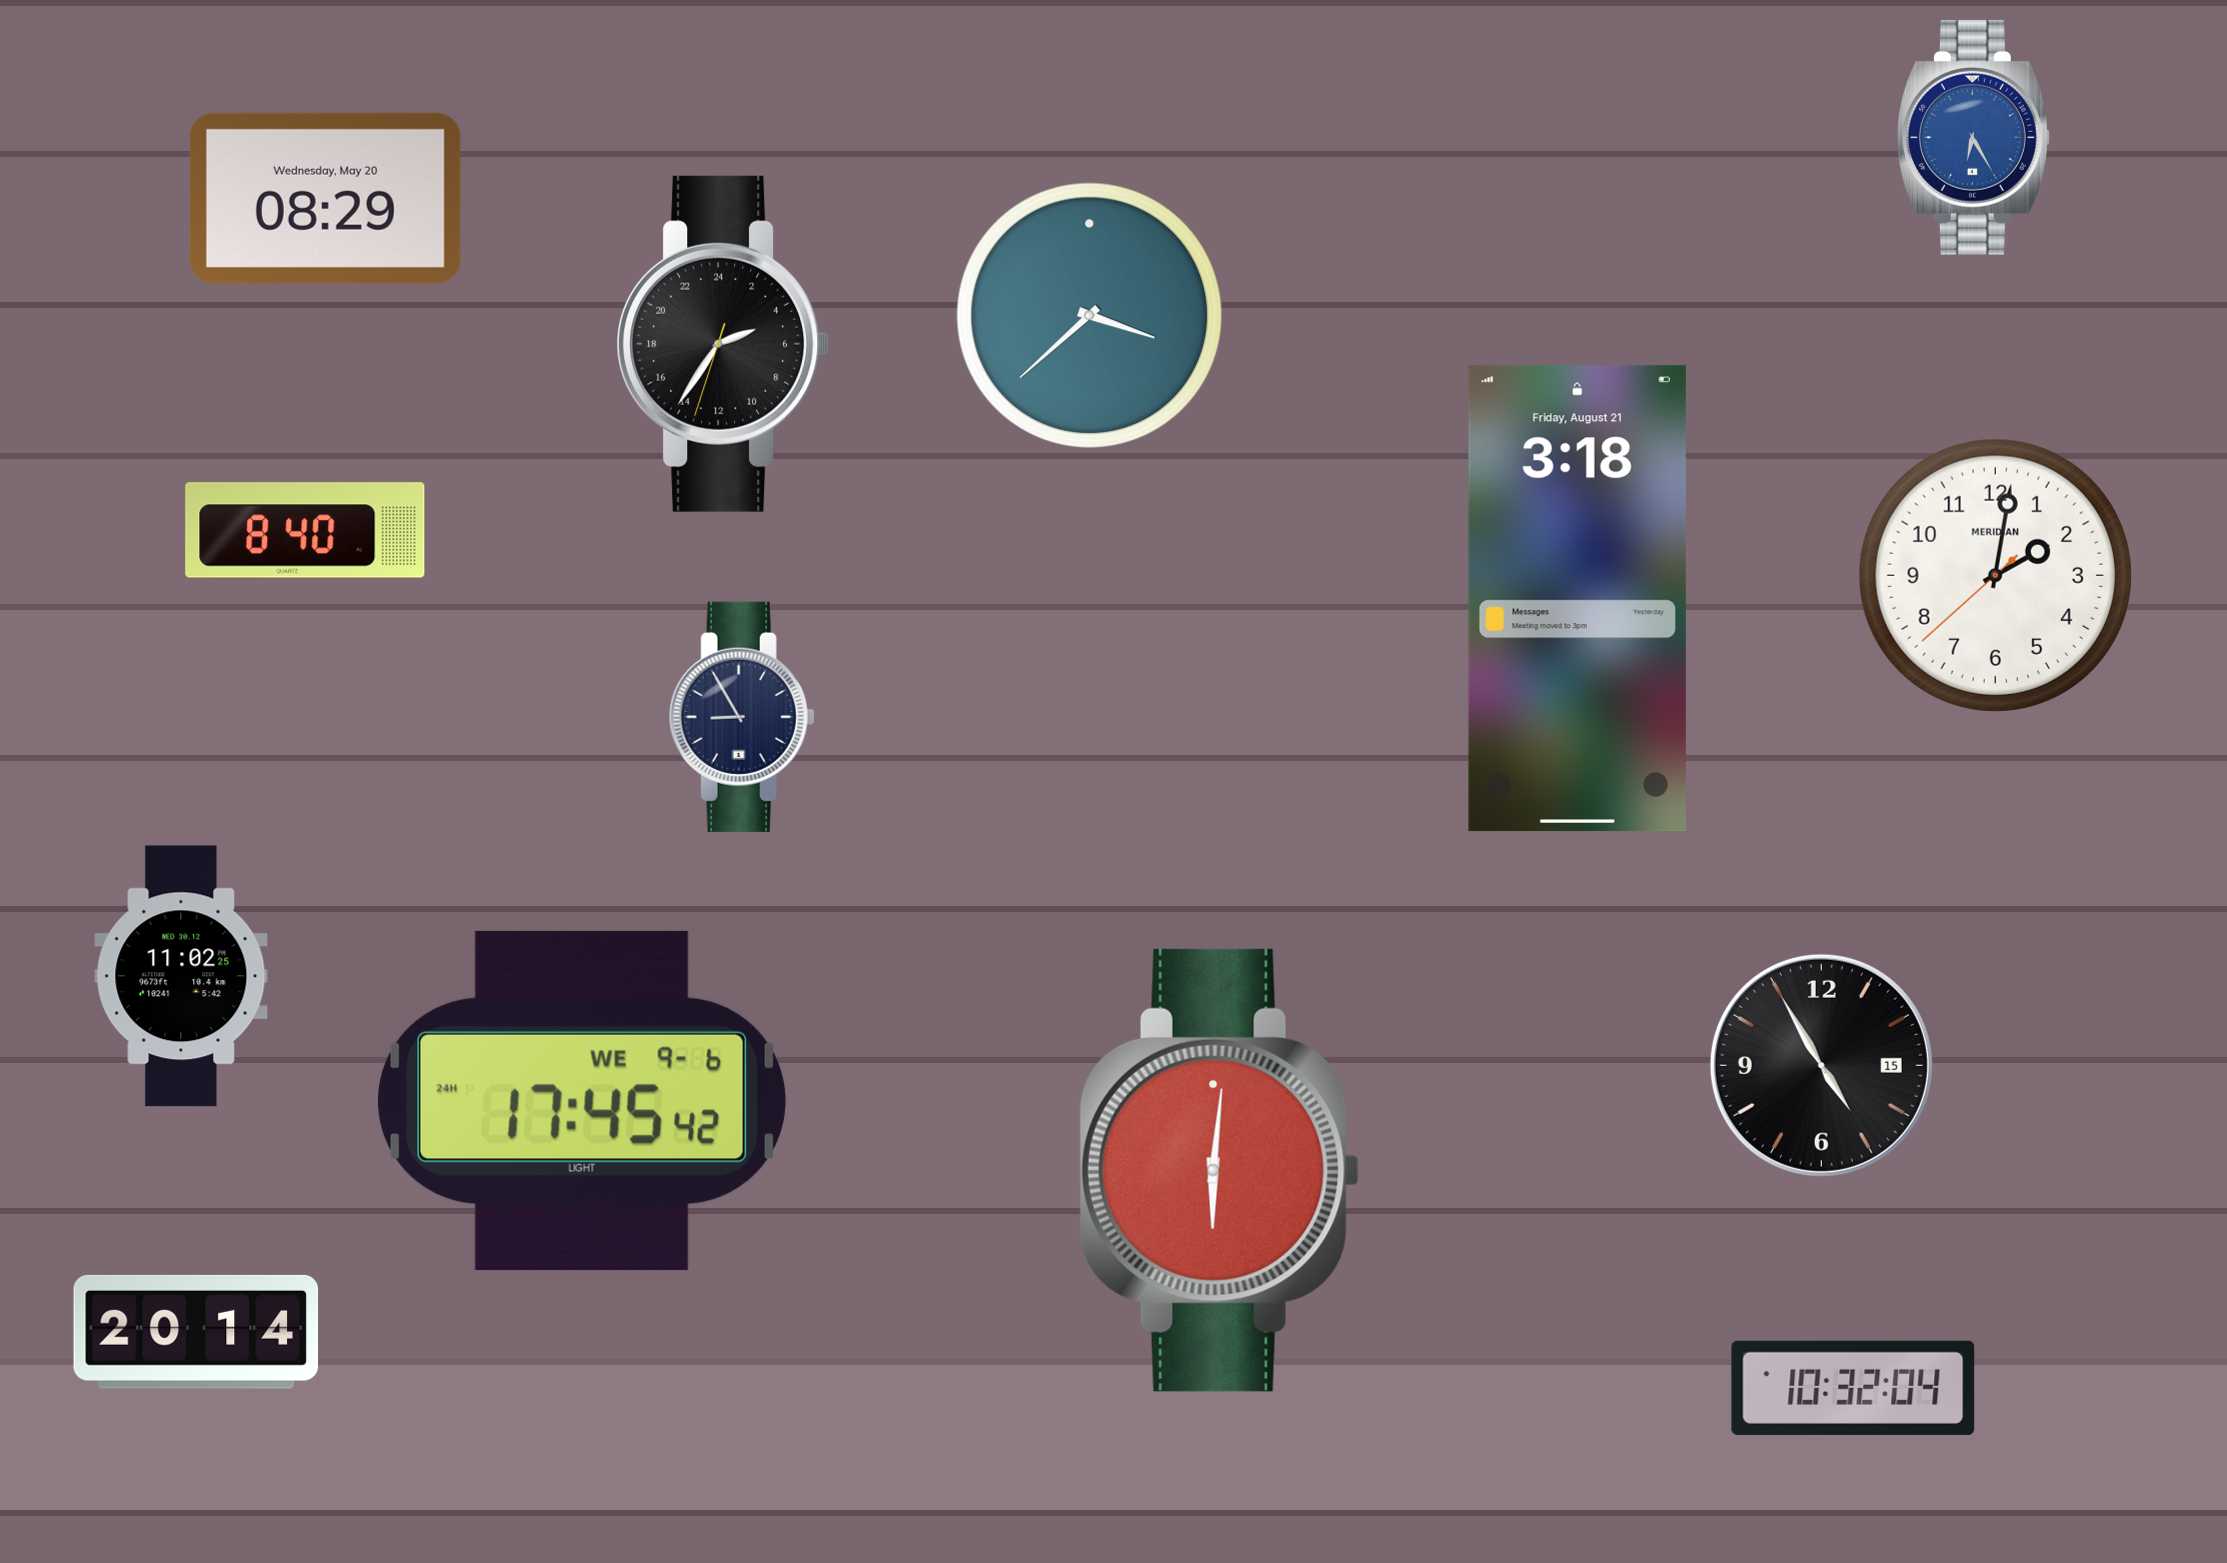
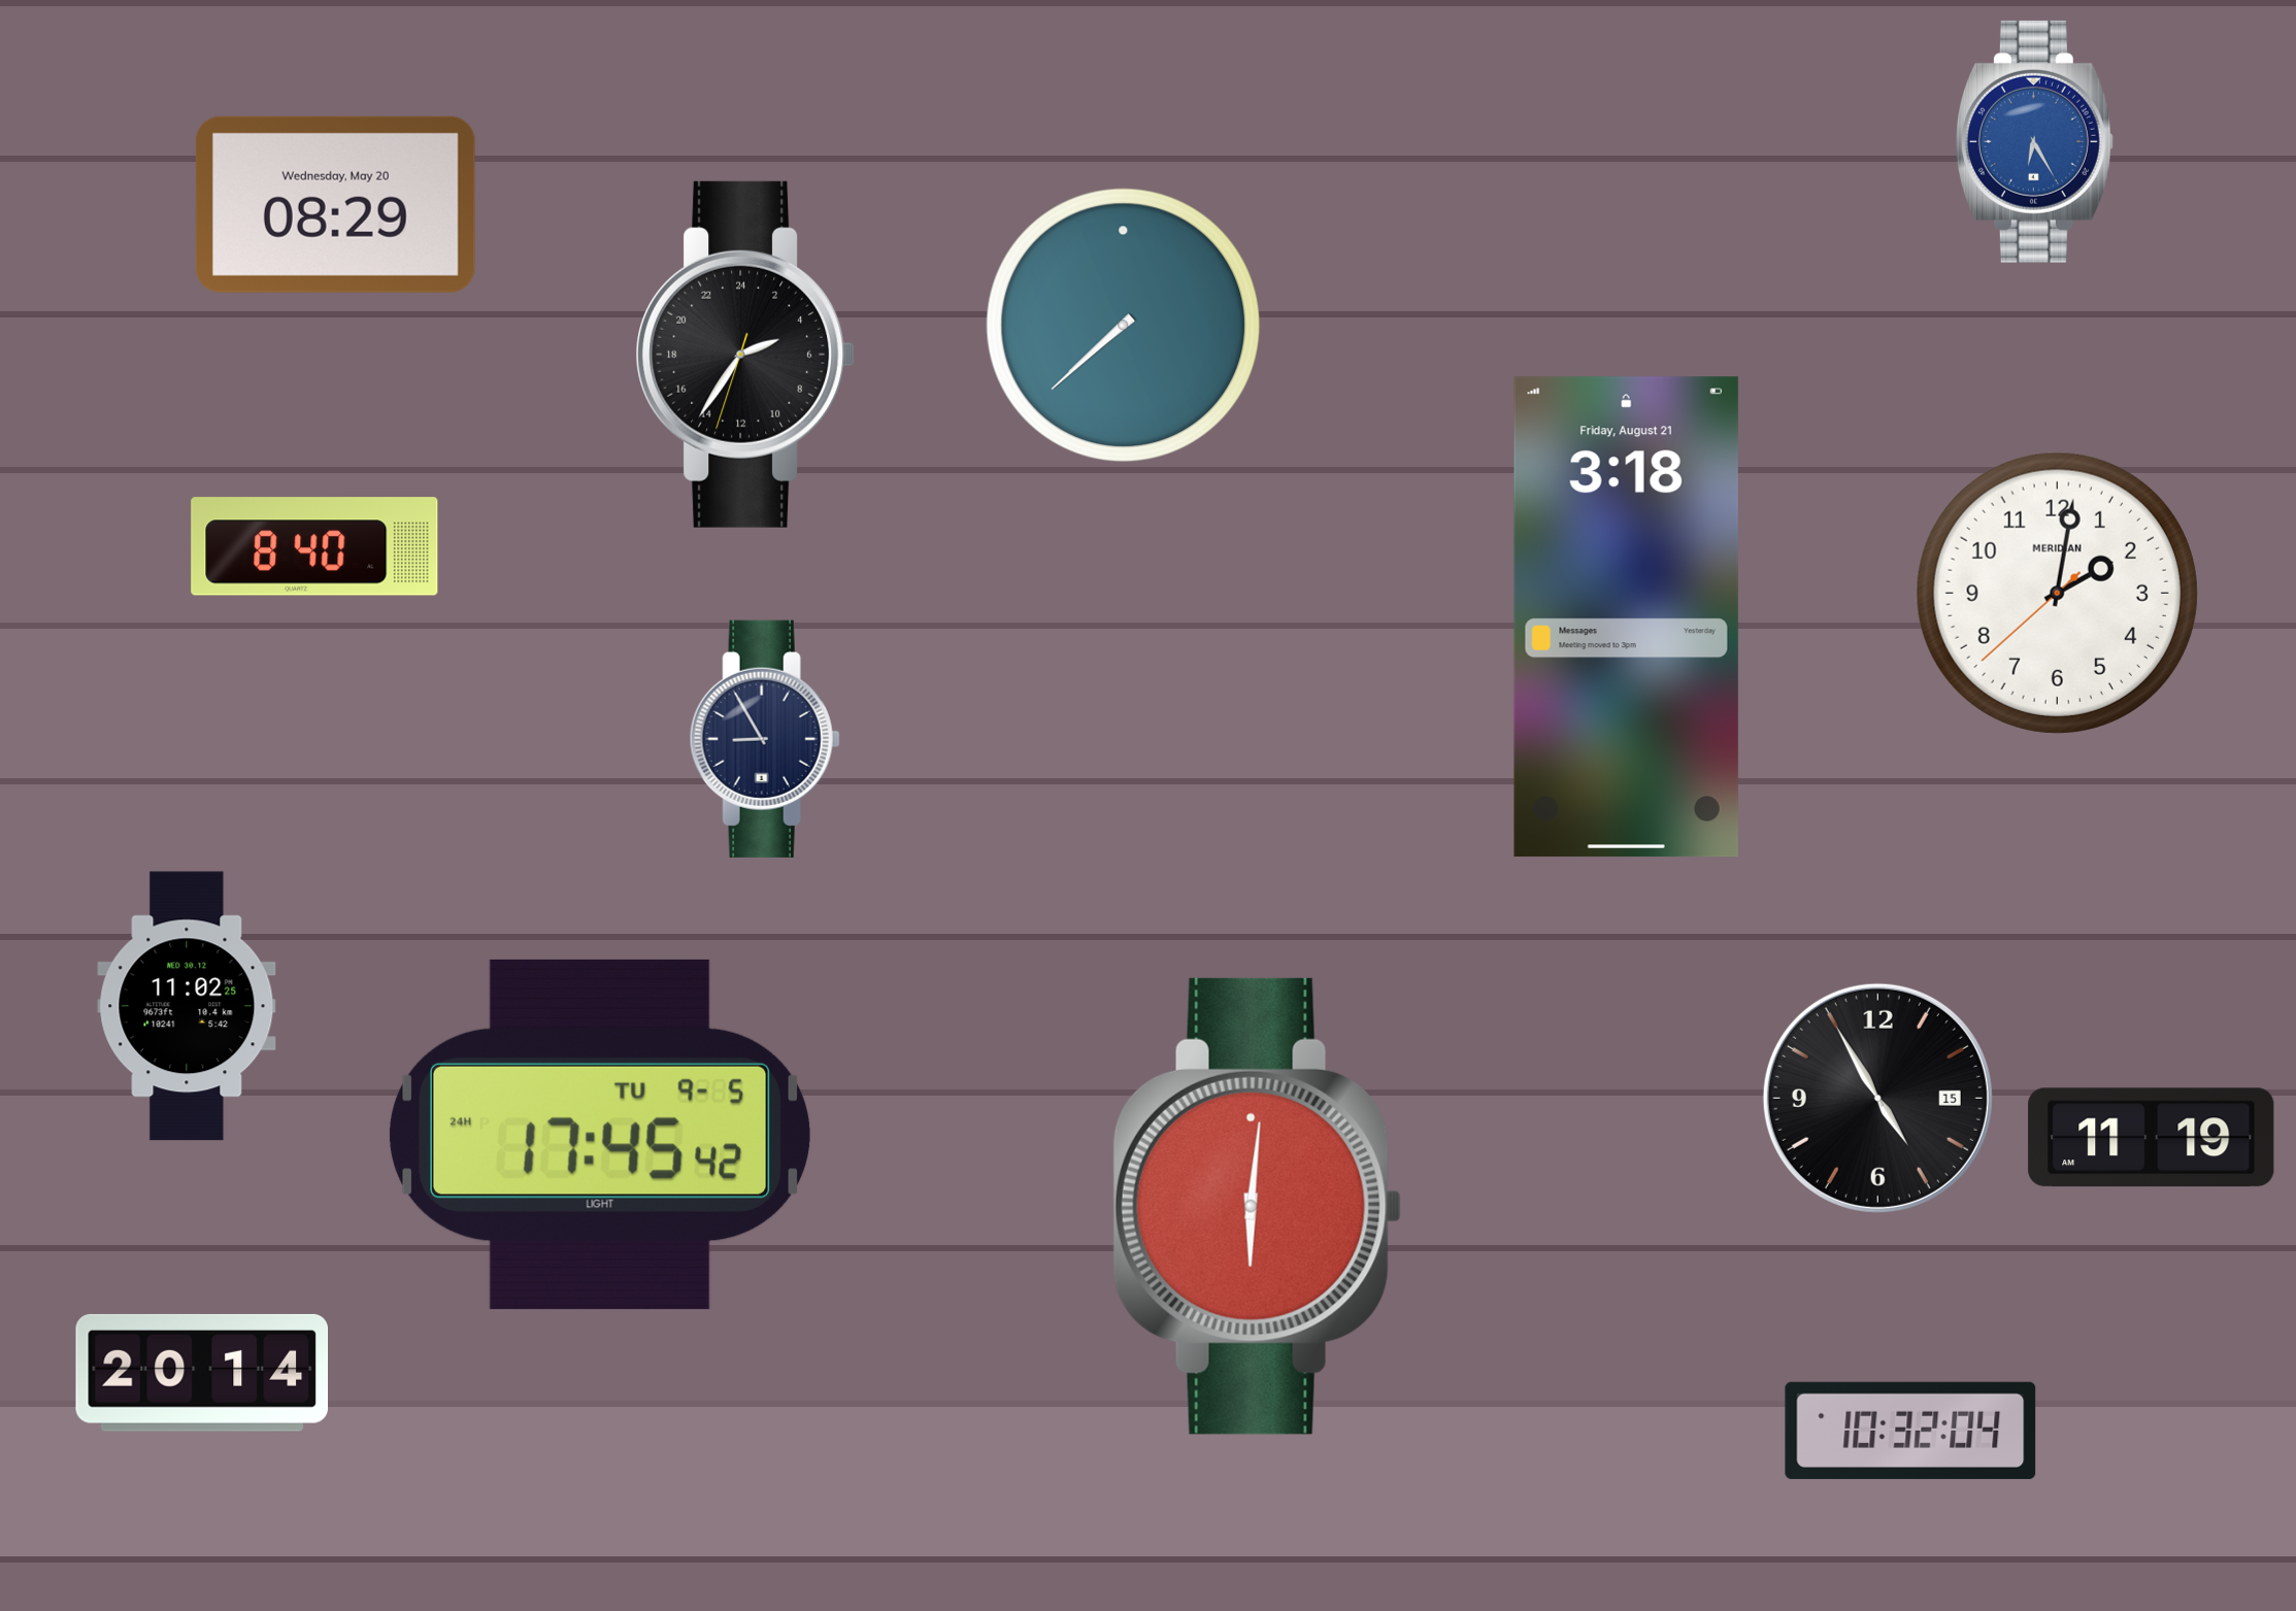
clock at (1090, 316): 3:38 -> 7:38
clock at (582, 1101) date: WE 9-6 -> TU 9-5
clock at (2152, 1138): none -> 11:19
